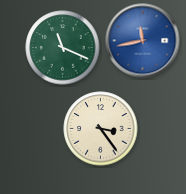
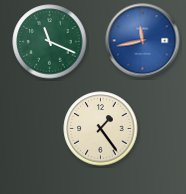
clock at (63, 48) position: (63, 48) -> (50, 42)
clock at (101, 129): 3:24 -> 1:24
